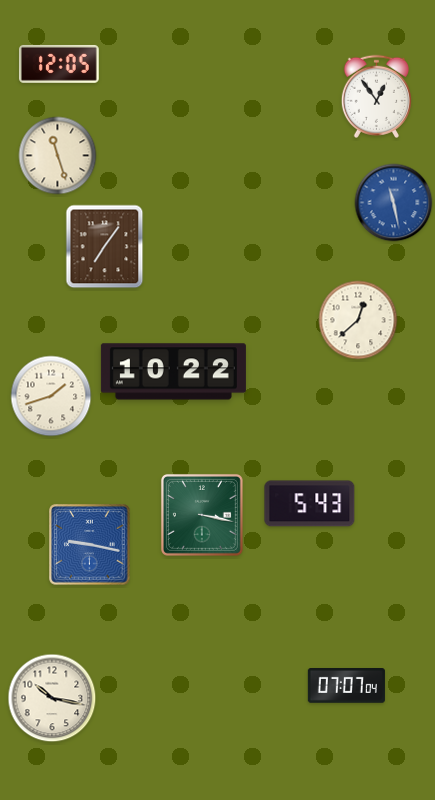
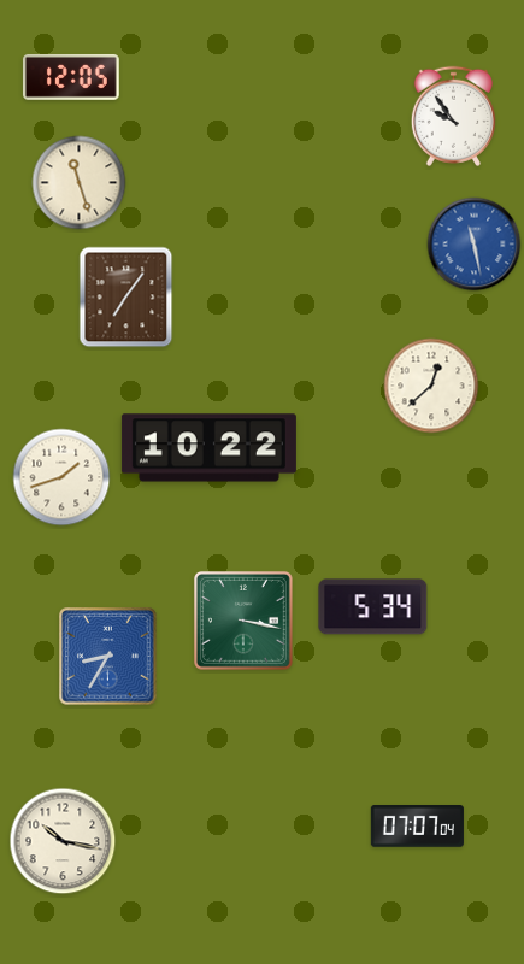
clock at (376, 96): 12:54 -> 9:54
clock at (58, 156) position: (58, 156) -> (80, 183)
clock at (310, 504): 5:43 -> 5:34
clock at (90, 545): 9:17 -> 8:35
